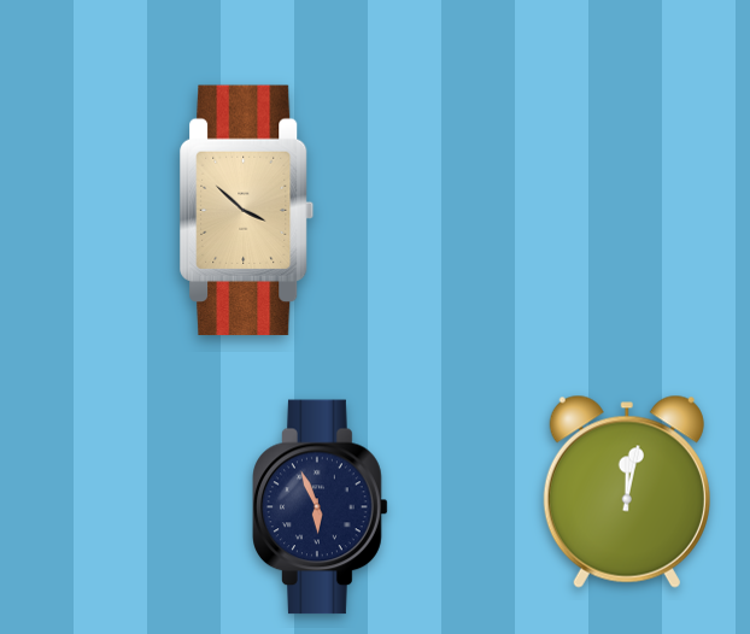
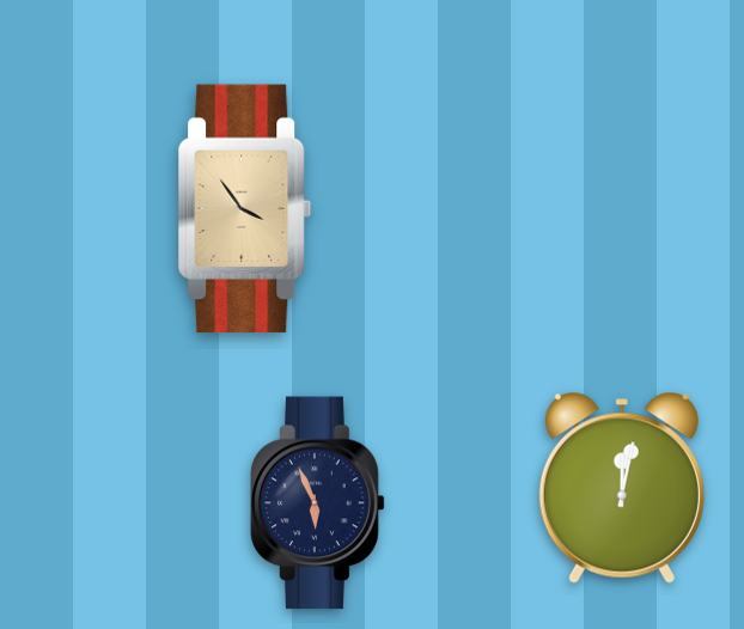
clock at (247, 211): 3:52 -> 3:54
